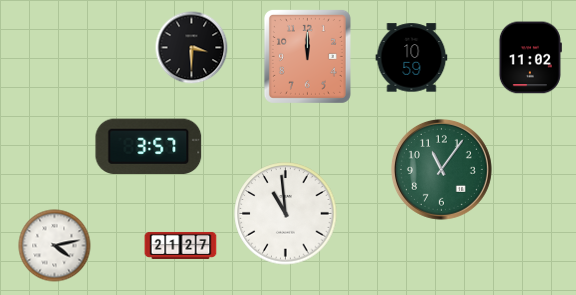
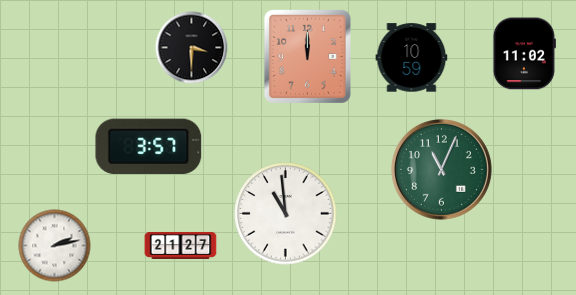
clock at (530, 58) position: (530, 58) -> (524, 54)
clock at (441, 169): 11:06 -> 11:04
clock at (55, 246): 4:13 -> 2:13
